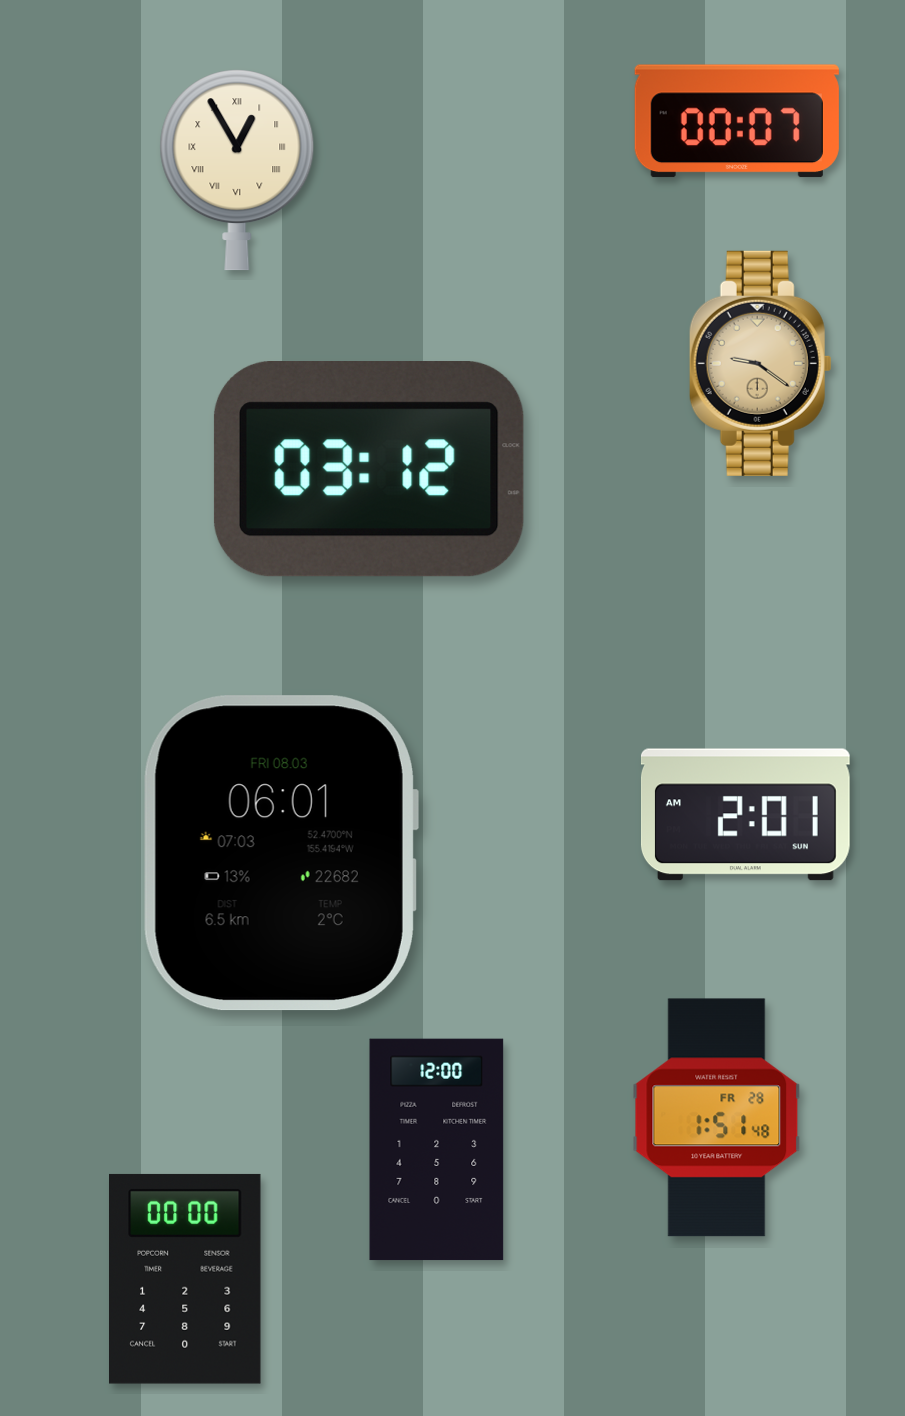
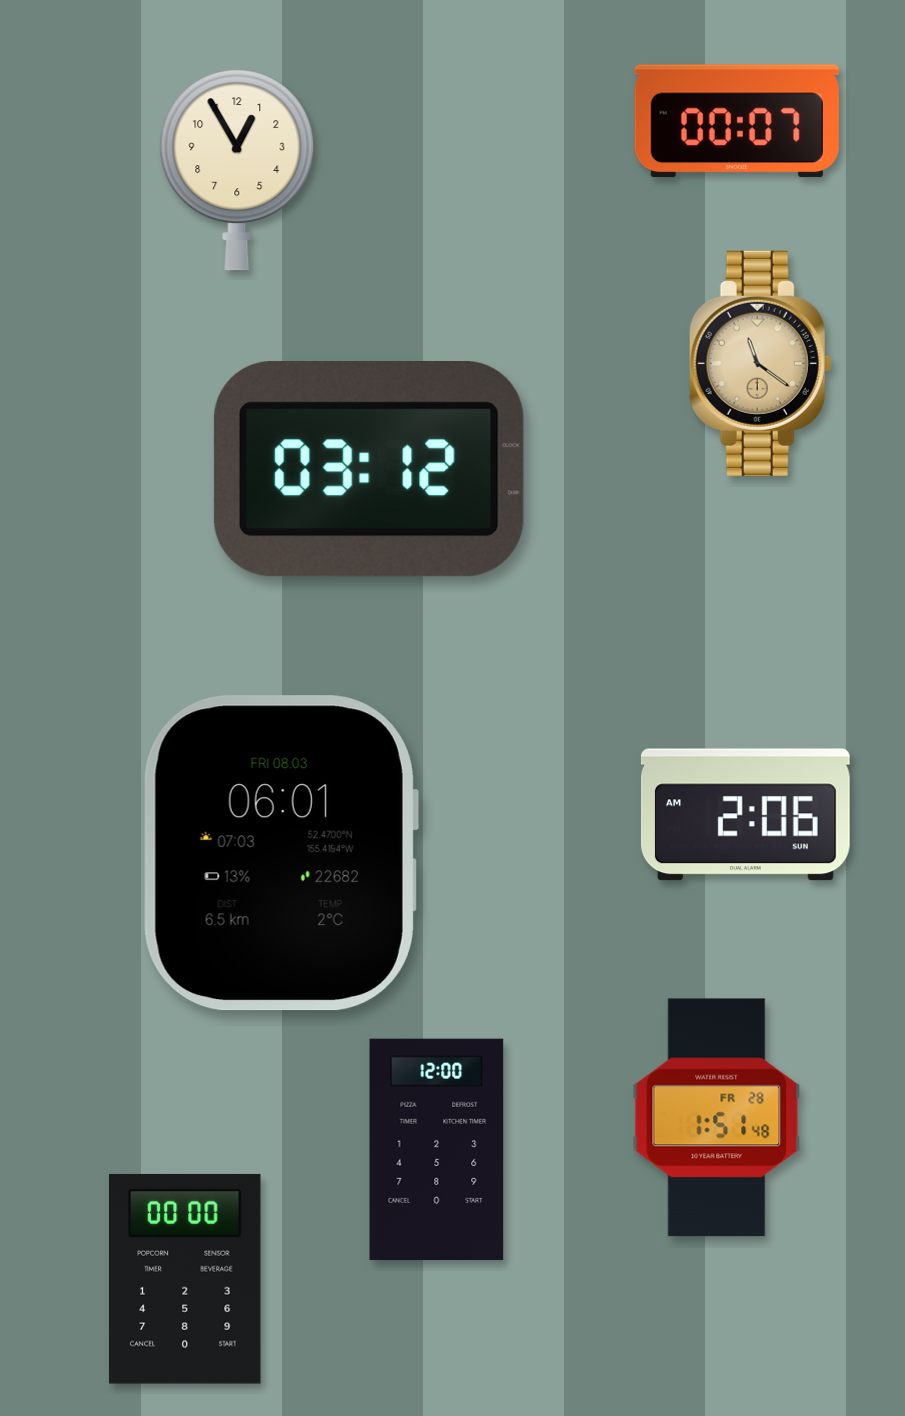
clock at (237, 170) numerals: Roman -> Arabic
clock at (760, 363): 9:21 -> 11:21
clock at (745, 815): 2:01 -> 2:06
